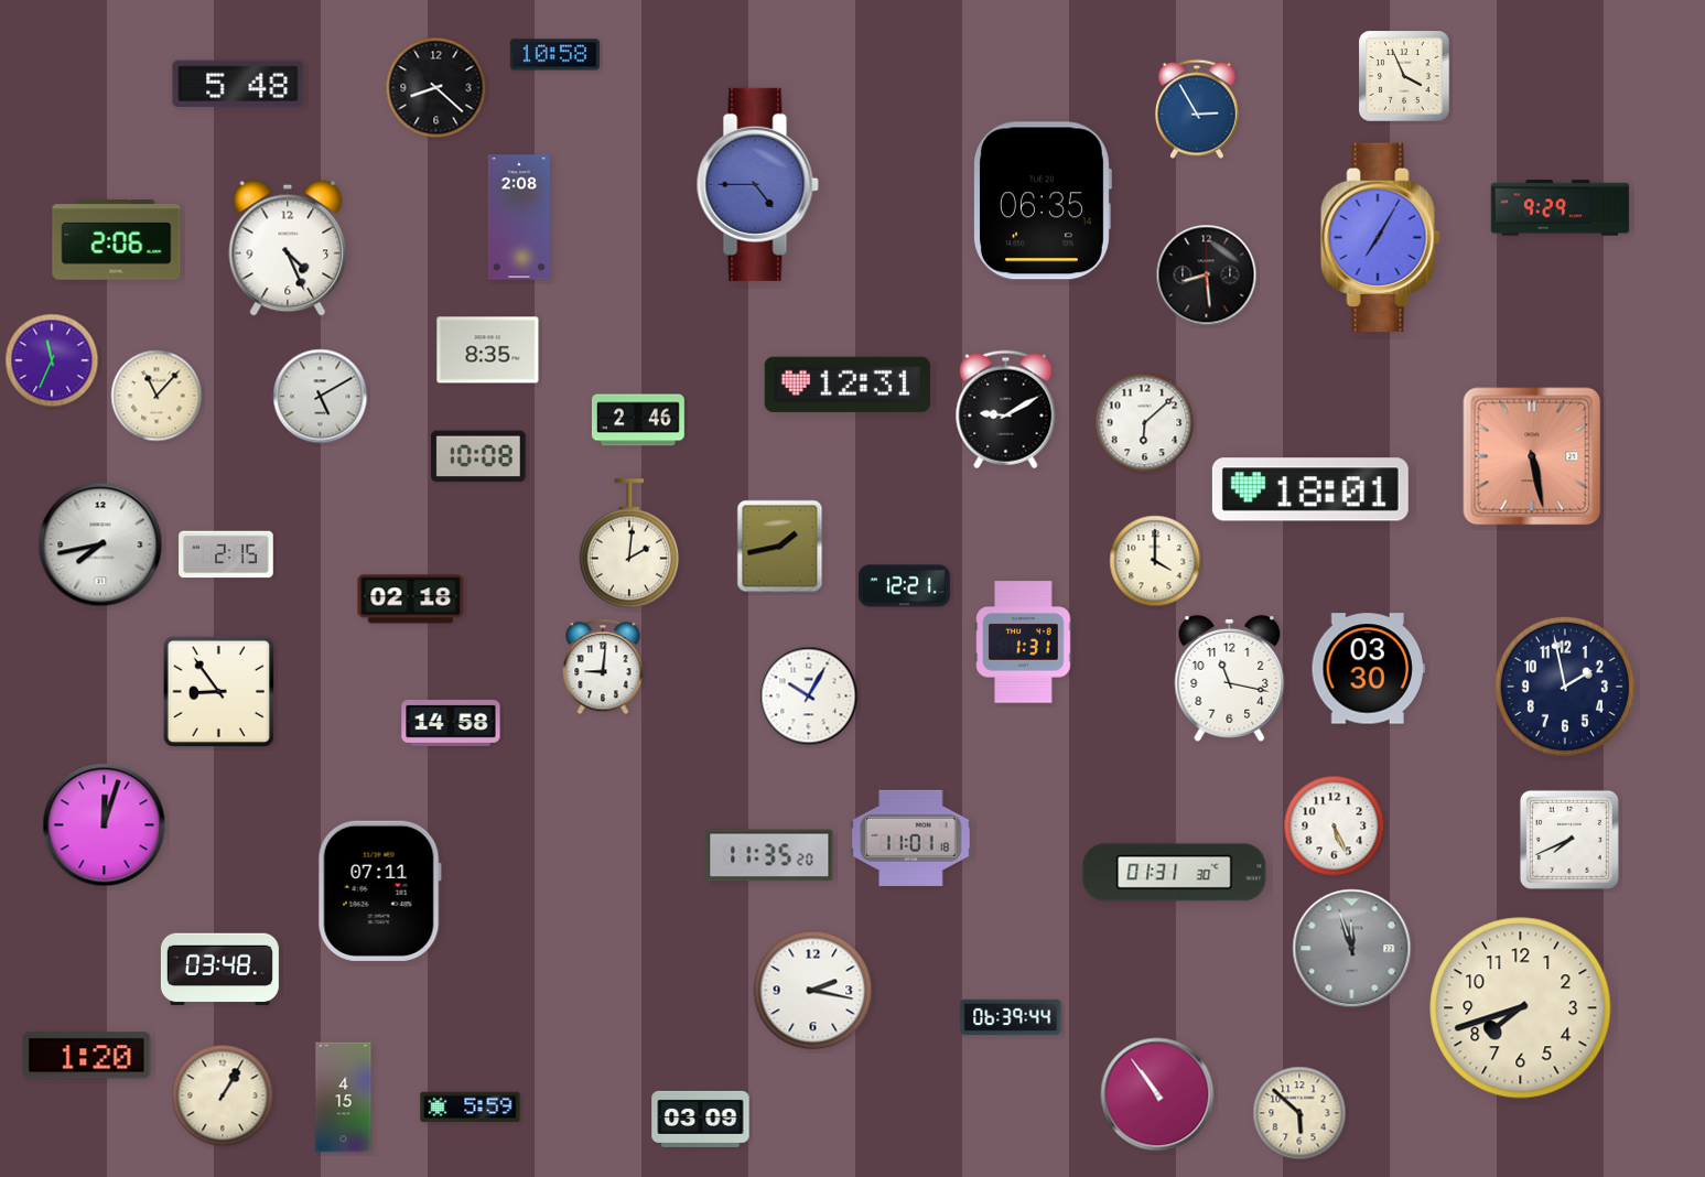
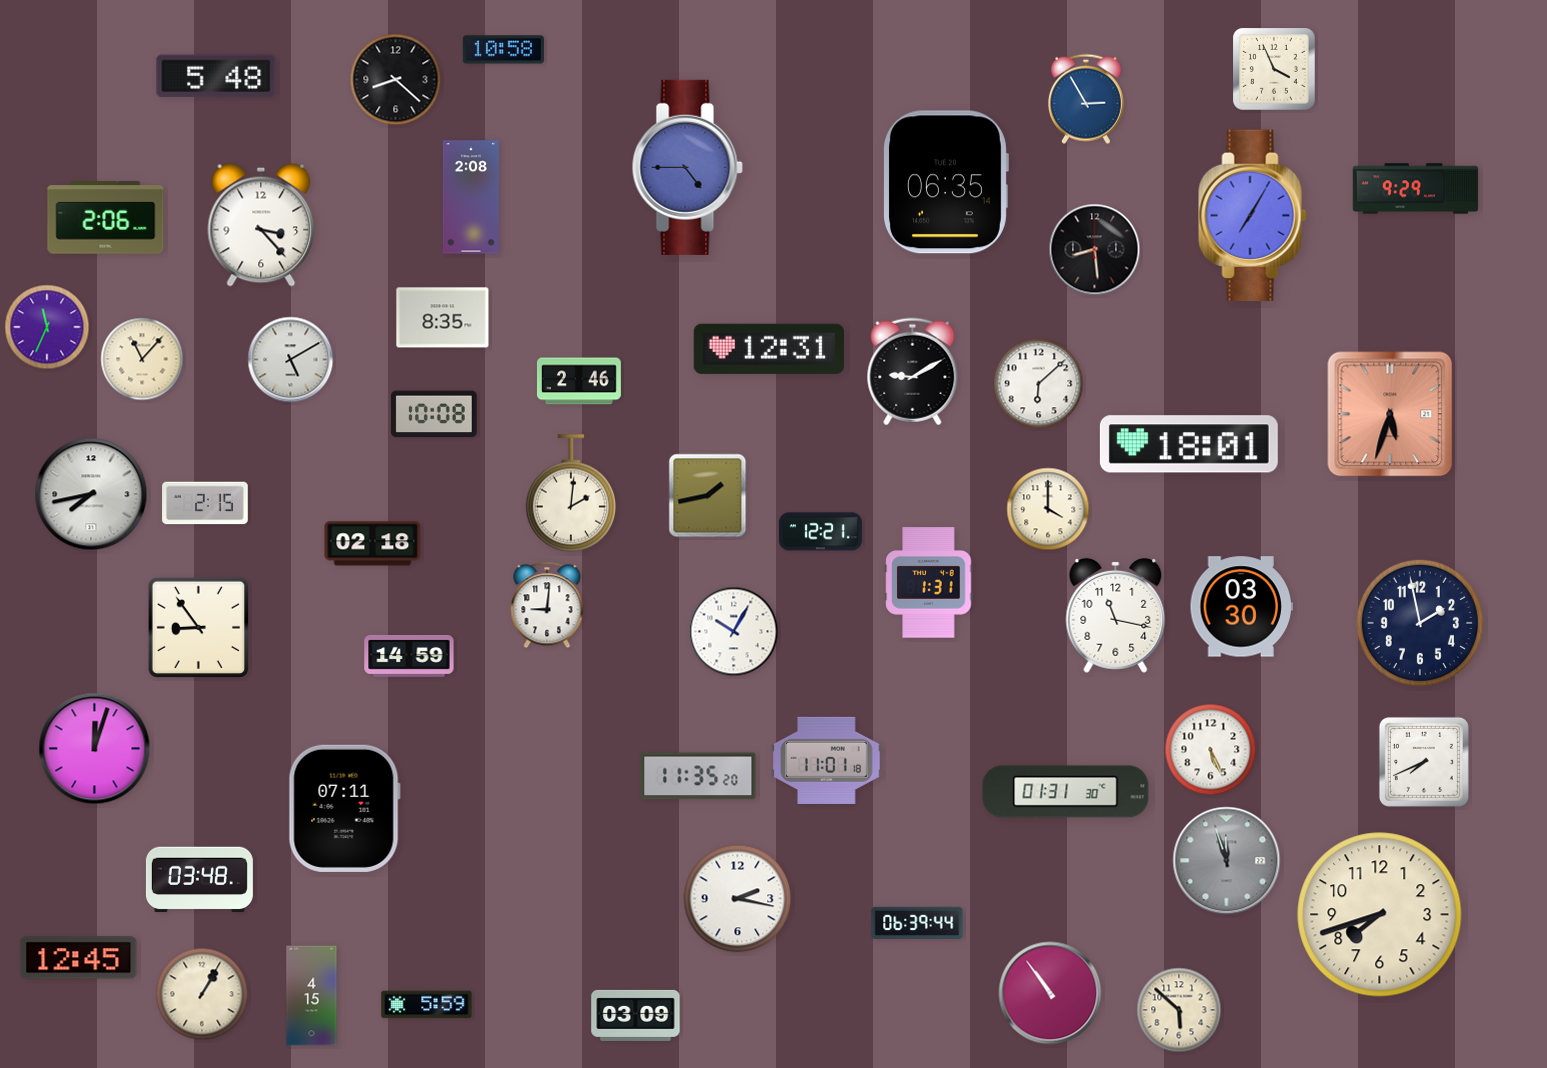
clock at (288, 248): 4:26 -> 3:23
clock at (1532, 456): 5:28 -> 5:33
clock at (451, 723): 14:58 -> 14:59
clock at (87, 1056): 1:20 -> 12:45
